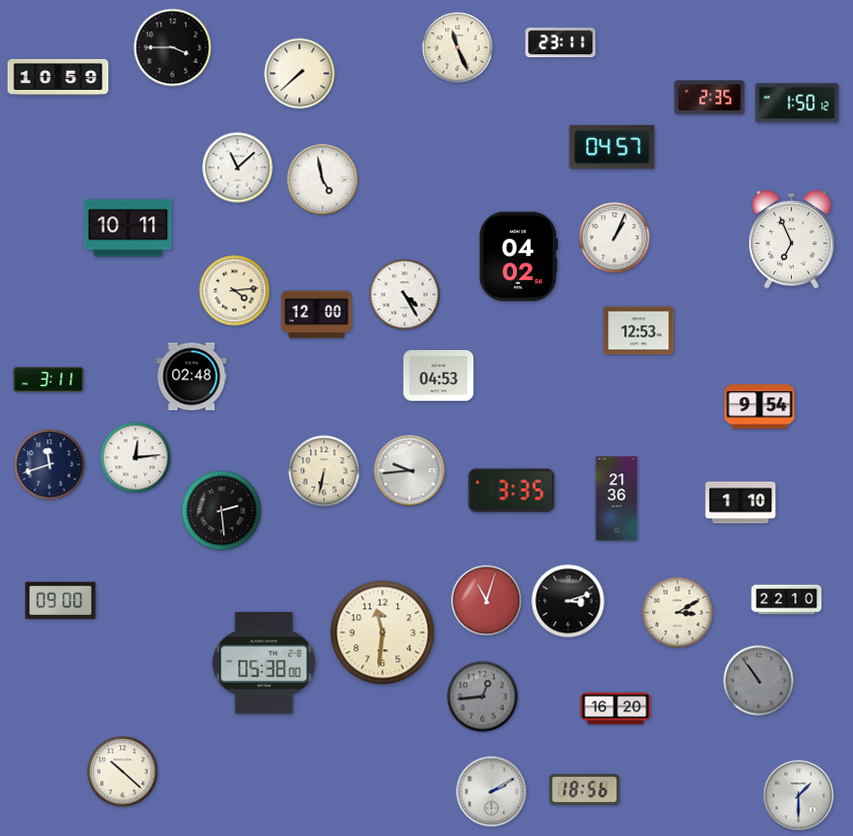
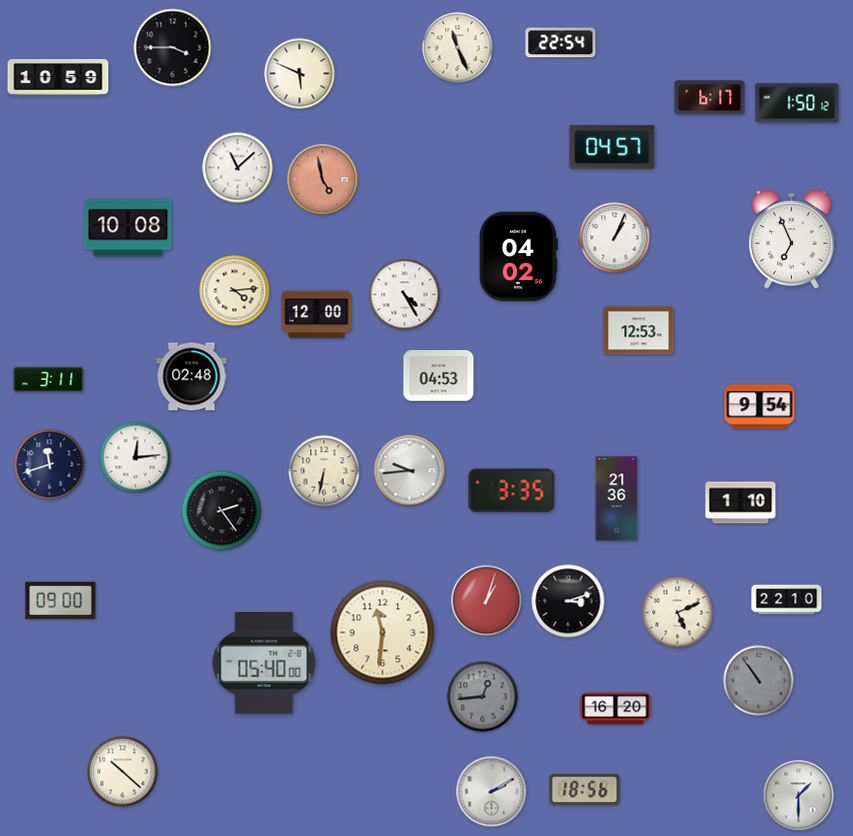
clock at (561, 43): 23:11 -> 22:54
clock at (300, 74): 7:38 -> 5:49
clock at (710, 98): 2:35 -> 6:17
clock at (323, 180) dial: white -> salmon
clock at (128, 228): 10:11 -> 10:08
clock at (222, 511): 2:29 -> 2:24
clock at (487, 601): 11:03 -> 1:03
clock at (678, 613): 3:10 -> 5:11
clock at (264, 664): 05:38 -> 05:40
